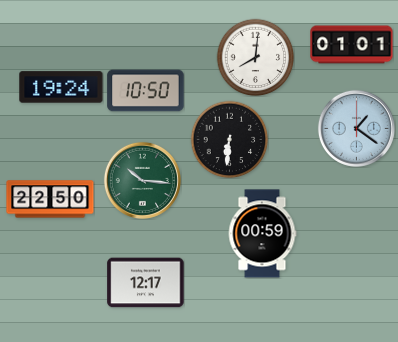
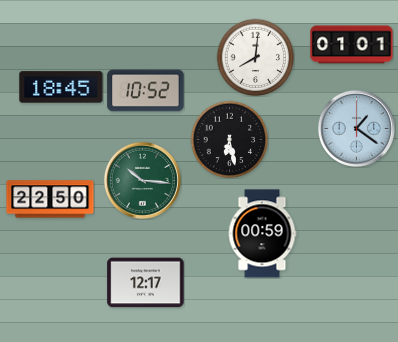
clock at (61, 87): 19:24 -> 18:45
clock at (146, 91): 10:50 -> 10:52
clock at (229, 139): 6:31 -> 6:28
